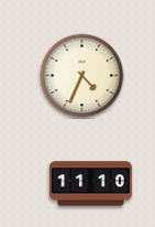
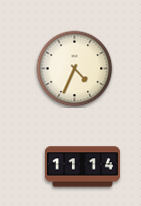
clock at (90, 184): 11:10 -> 11:14
